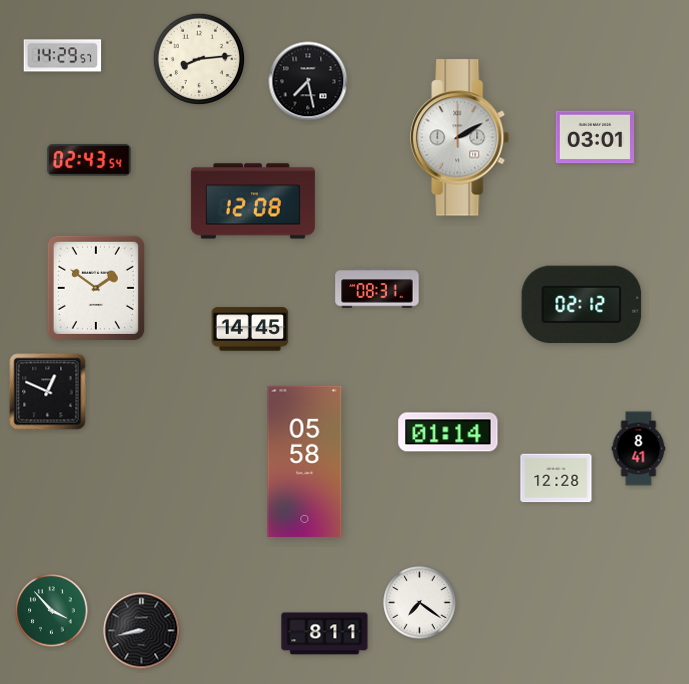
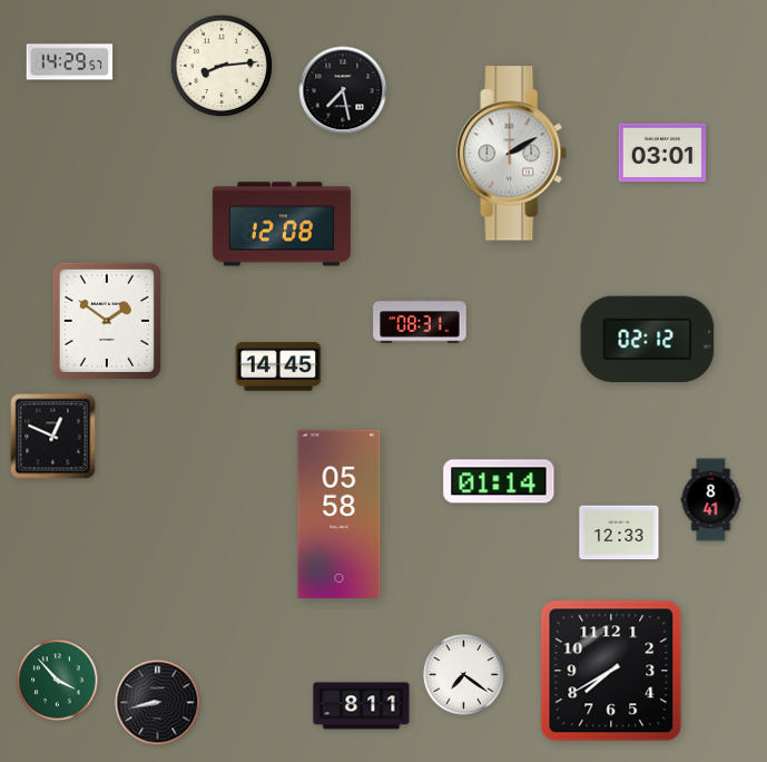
clock at (89, 160): 02:43 -> none
clock at (556, 478): 12:28 -> 12:33
clock at (611, 671): none -> 7:40
clock at (420, 603) position: (420, 603) -> (464, 675)
